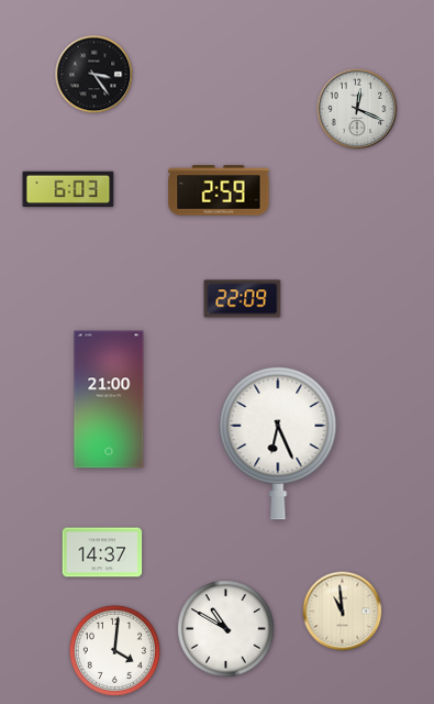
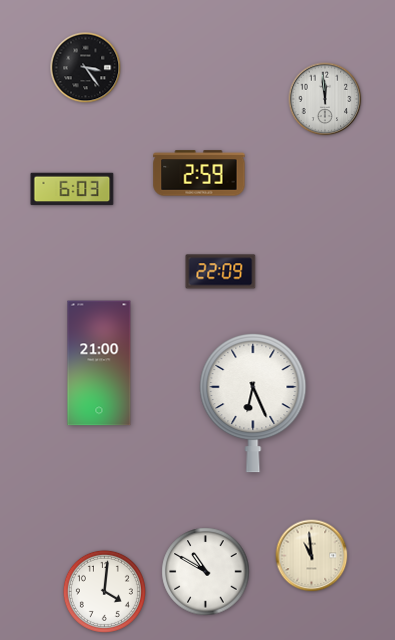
clock at (357, 109): 12:19 -> 11:59
clock at (68, 189) position: (68, 189) -> (72, 189)
clock at (102, 552): 14:37 -> none
